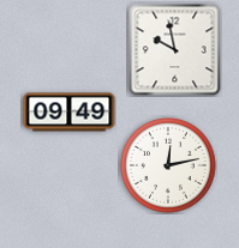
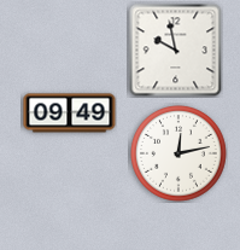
clock at (169, 167) position: (169, 167) -> (180, 155)
